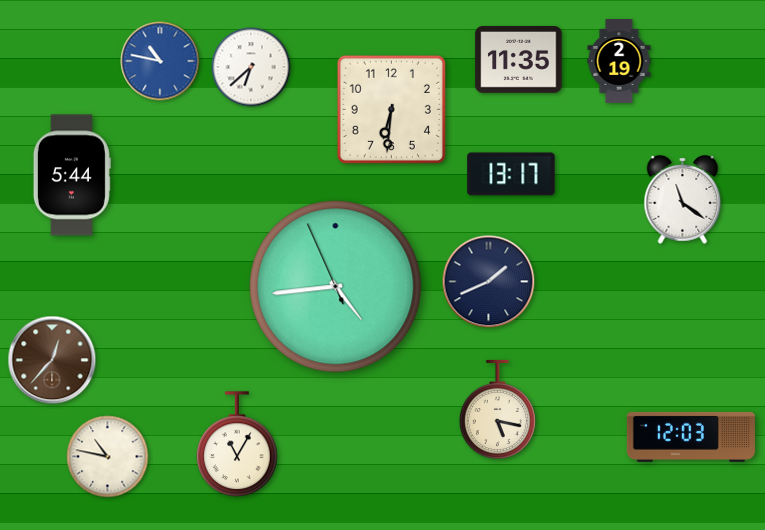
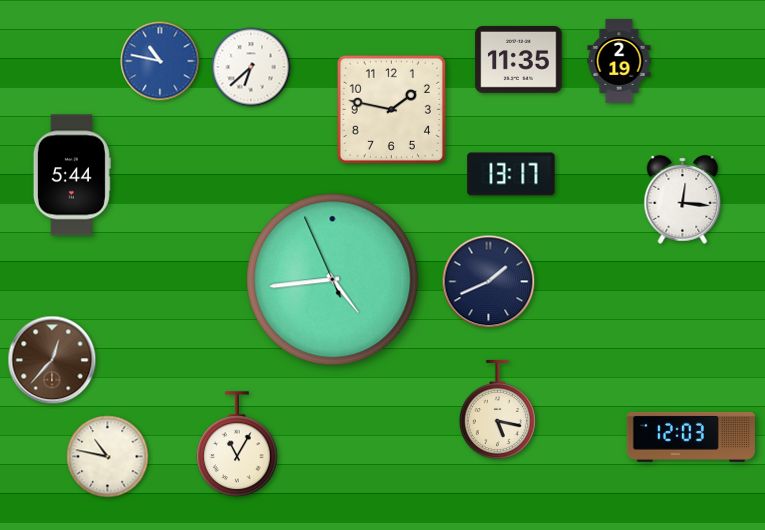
clock at (391, 109): 6:31 -> 1:47
clock at (683, 200): 11:21 -> 12:16
clock at (336, 287) position: (336, 287) -> (333, 280)
